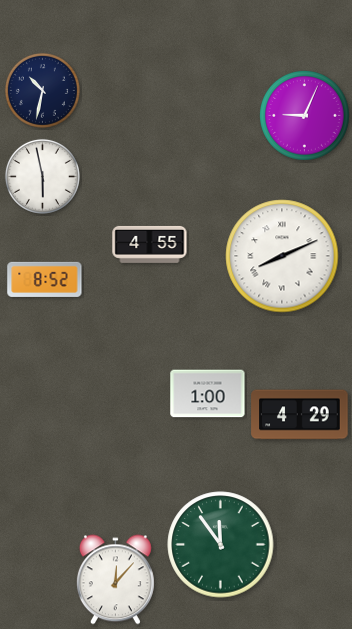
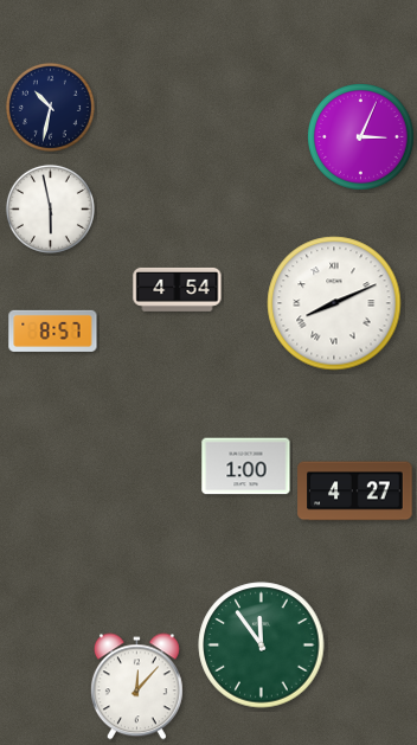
clock at (305, 116): 9:04 -> 3:04
clock at (150, 244): 4:55 -> 4:54
clock at (45, 279): 8:52 -> 8:57
clock at (300, 415): 4:29 -> 4:27
